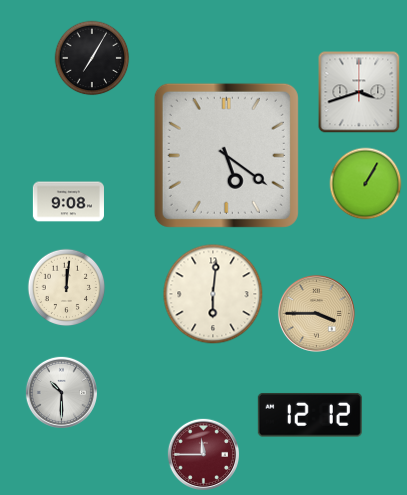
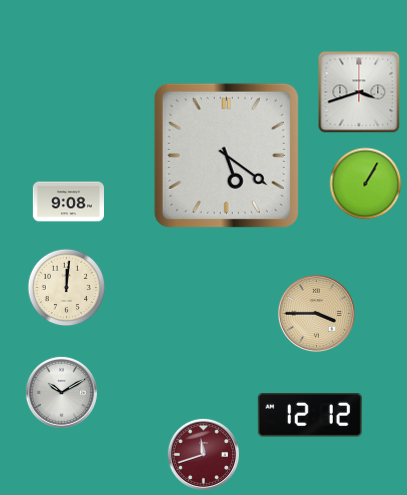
clock at (92, 58): 7:05 -> none
clock at (213, 294): 6:01 -> none
clock at (61, 392): 10:30 -> 10:10
clock at (203, 454): 11:45 -> 11:42
